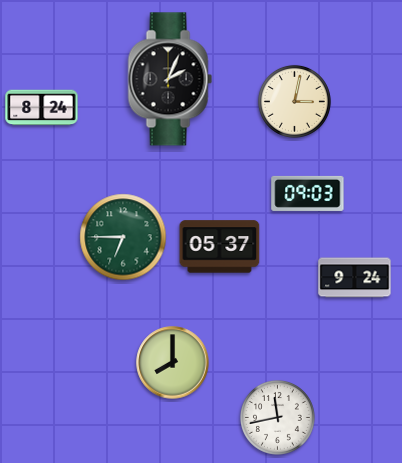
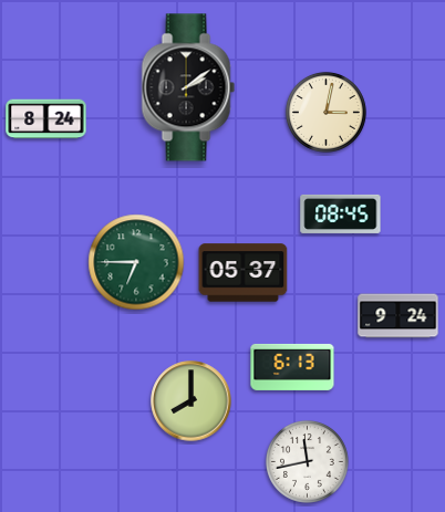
clock at (170, 79): 2:04 -> 2:09
clock at (308, 193): 09:03 -> 08:45
clock at (355, 278) position: (355, 278) -> (399, 316)
clock at (292, 367): none -> 6:13
